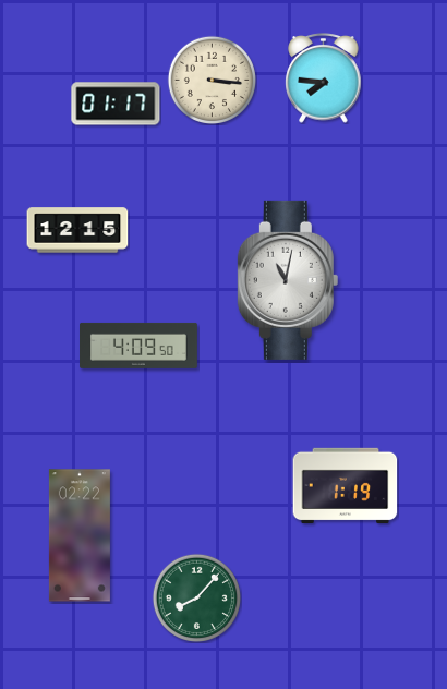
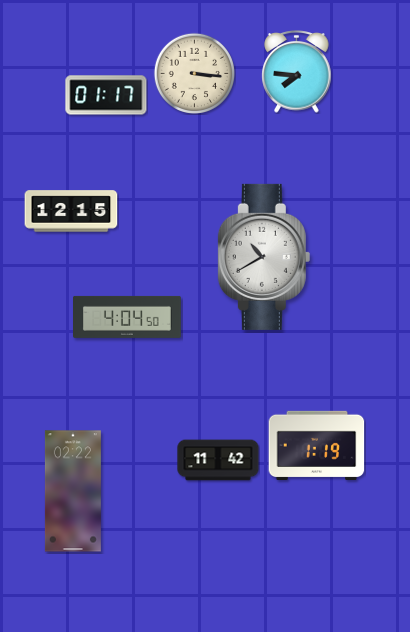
clock at (288, 280): 11:02 -> 10:40
clock at (140, 346): 4:09 -> 4:04
clock at (218, 460): none -> 11:42
clock at (196, 597): 8:07 -> none
